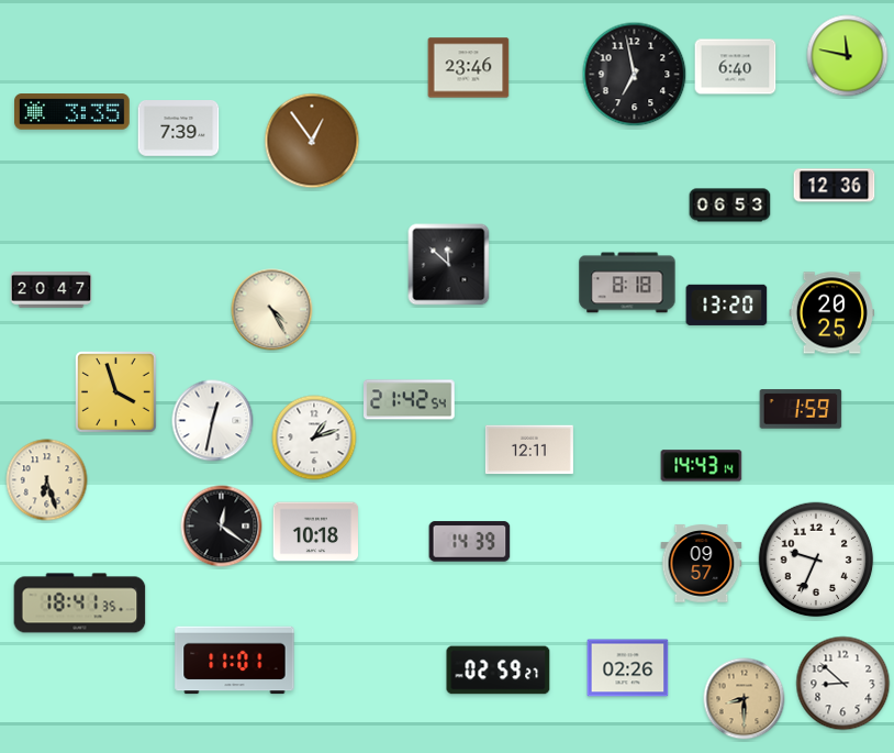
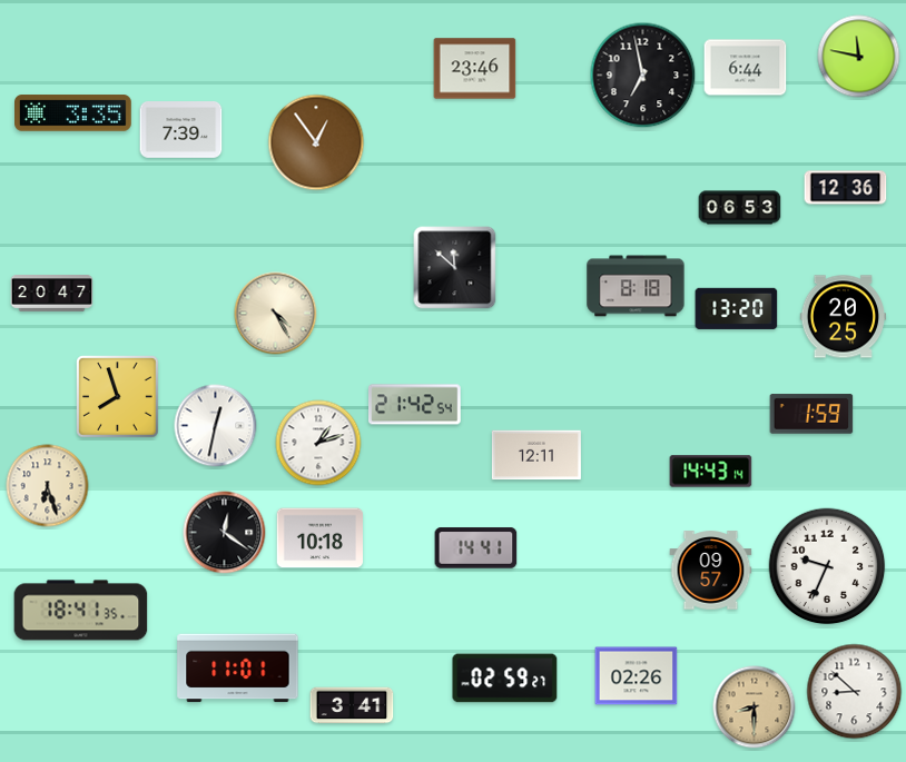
clock at (736, 67): 6:40 -> 6:44
clock at (116, 392): 3:57 -> 7:57
clock at (470, 542): 14:39 -> 14:41
clock at (352, 705): none -> 3:41
